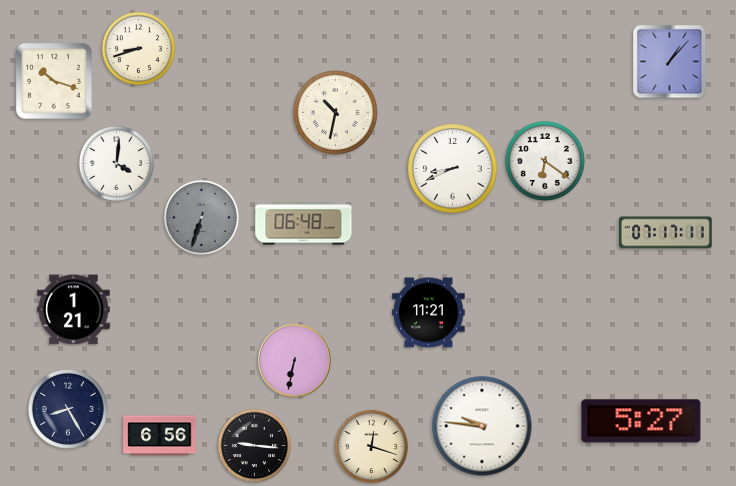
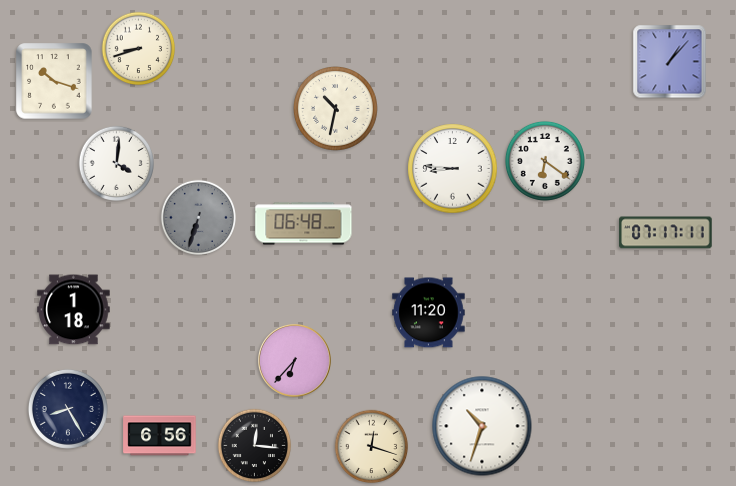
clock at (336, 113) position: (336, 113) -> (336, 109)
clock at (453, 169): 8:41 -> 8:46
clock at (201, 217) position: (201, 217) -> (198, 217)
clock at (74, 310): 1:21 -> 1:18
clock at (429, 313): 11:21 -> 11:20
clock at (295, 361): 6:32 -> 6:37
clock at (641, 421): 5:27 -> none
clock at (482, 426): 9:46 -> 10:33
clock at (255, 446): 9:16 -> 12:16
